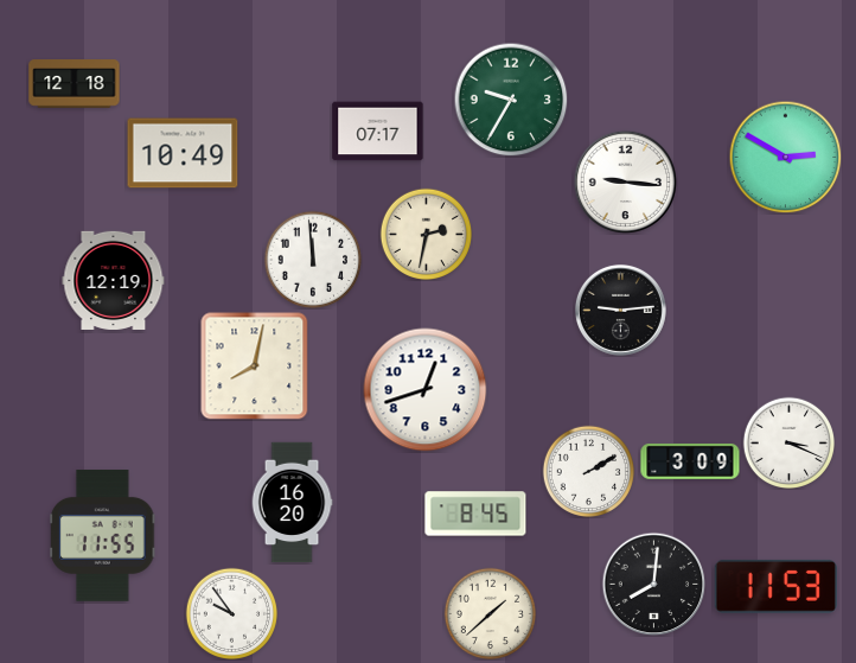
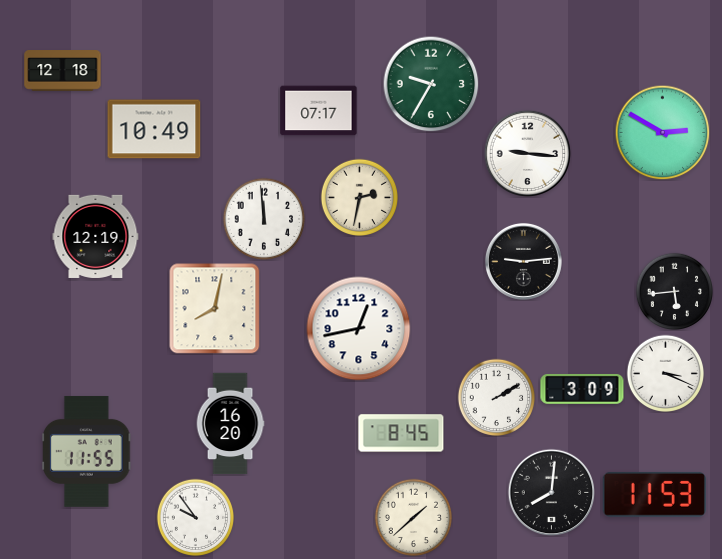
clock at (674, 291): none -> 5:44
clock at (426, 390): 12:42 -> 12:43
clock at (292, 503) position: (292, 503) -> (230, 424)
